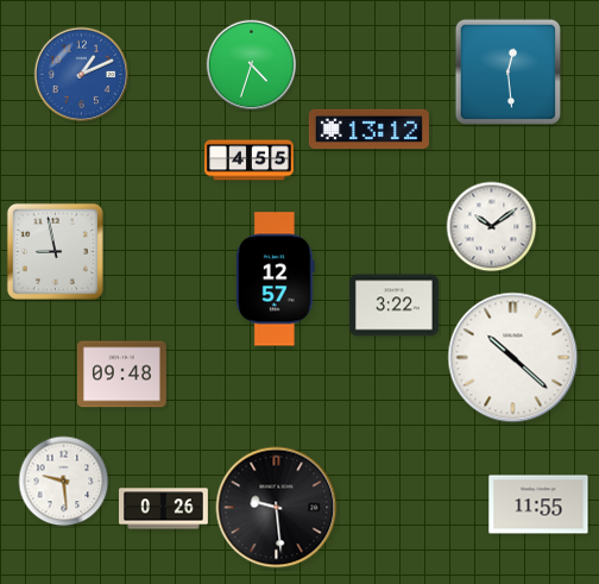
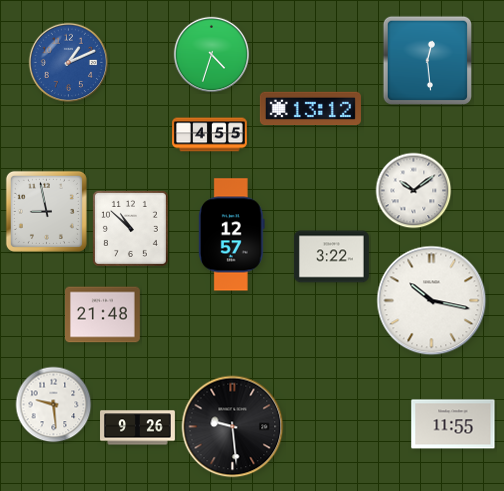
clock at (130, 228): none -> 10:52
clock at (513, 358): 10:22 -> 10:17
clock at (121, 375): 09:48 -> 21:48
clock at (164, 509): 0:26 -> 9:26
